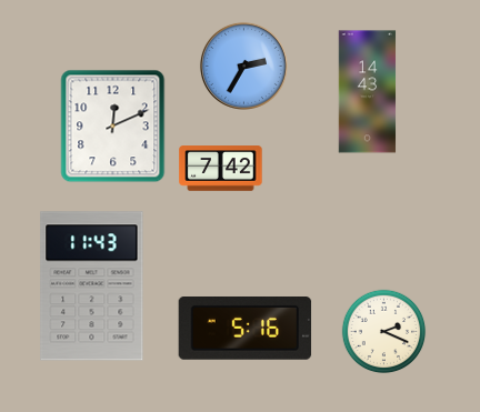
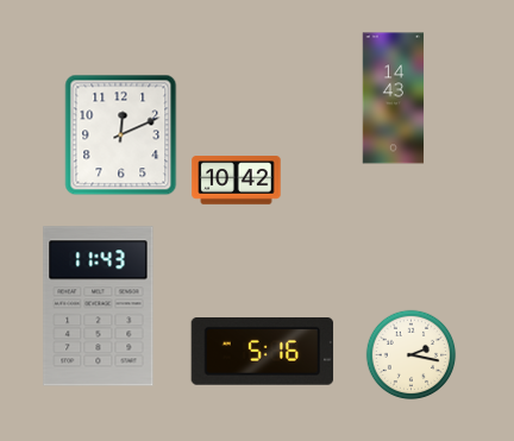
clock at (243, 66): 2:35 -> none
clock at (221, 169): 7:42 -> 10:42
clock at (384, 332): 2:19 -> 2:17
